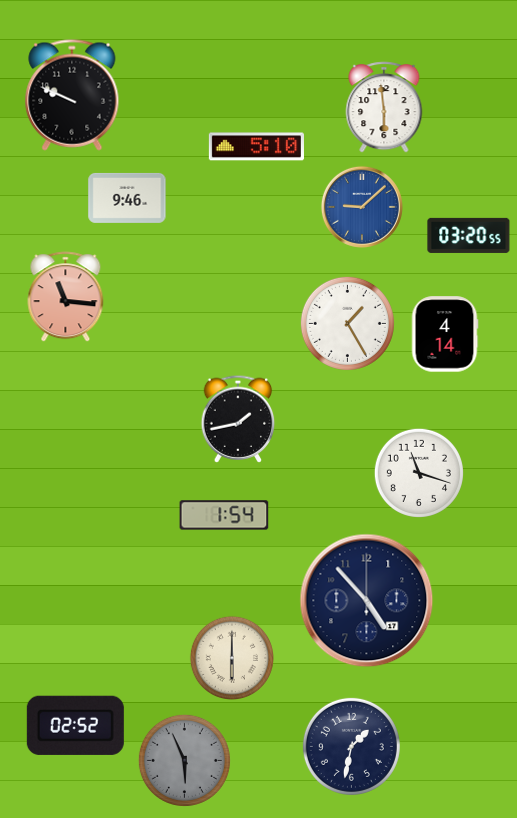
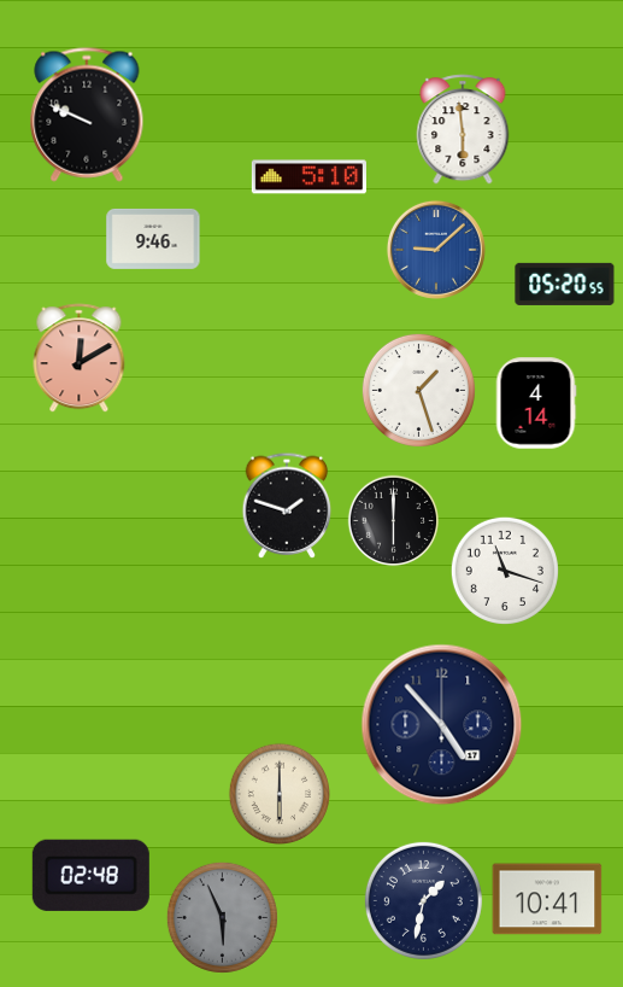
clock at (469, 235): 03:20 -> 05:20
clock at (66, 297): 11:16 -> 12:10
clock at (347, 323): 1:25 -> 1:27
clock at (238, 419): 1:43 -> 1:48
clock at (394, 521): none -> 6:00
clock at (224, 515): 1:54 -> none
clock at (75, 725): 02:52 -> 02:48
clock at (547, 899): none -> 10:41
